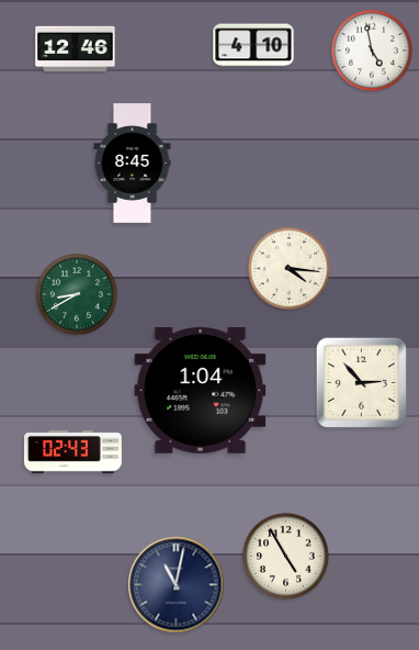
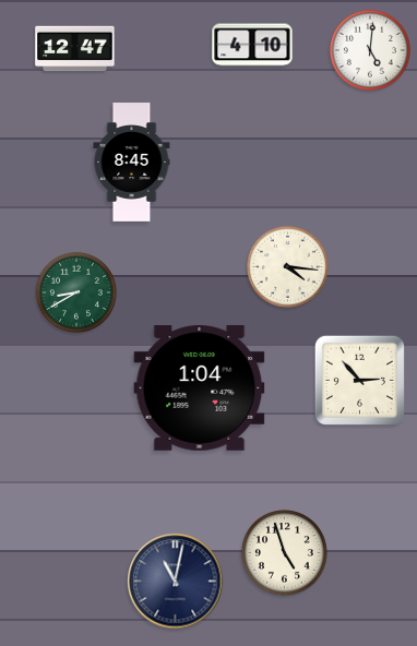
clock at (76, 49): 12:46 -> 12:47
clock at (372, 51): 4:58 -> 5:01
clock at (73, 451): 02:43 -> none
clock at (286, 557): 4:55 -> 4:57
